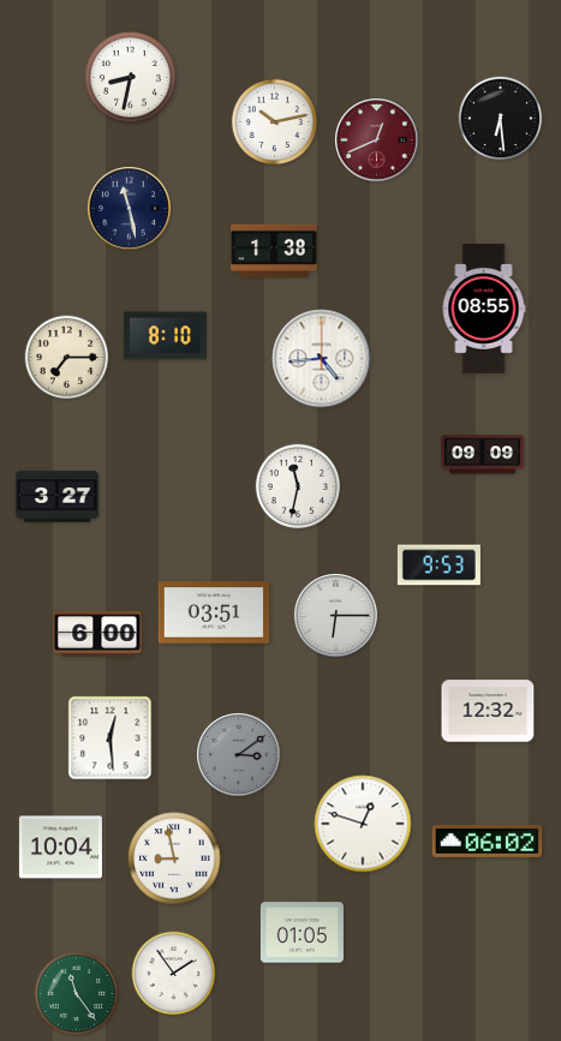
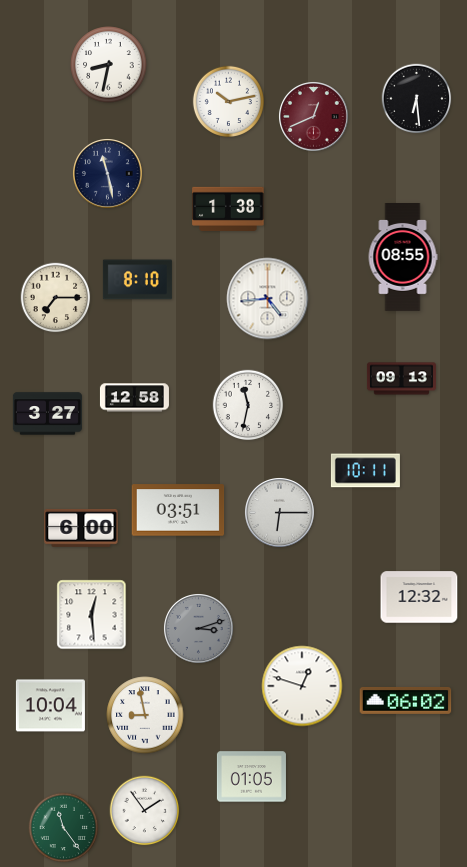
clock at (482, 455): 09:09 -> 09:13
clock at (134, 398): none -> 12:58
clock at (438, 566): 9:53 -> 10:11
clock at (488, 711) position: (488, 711) -> (419, 597)
clock at (239, 755): 3:09 -> 3:12
